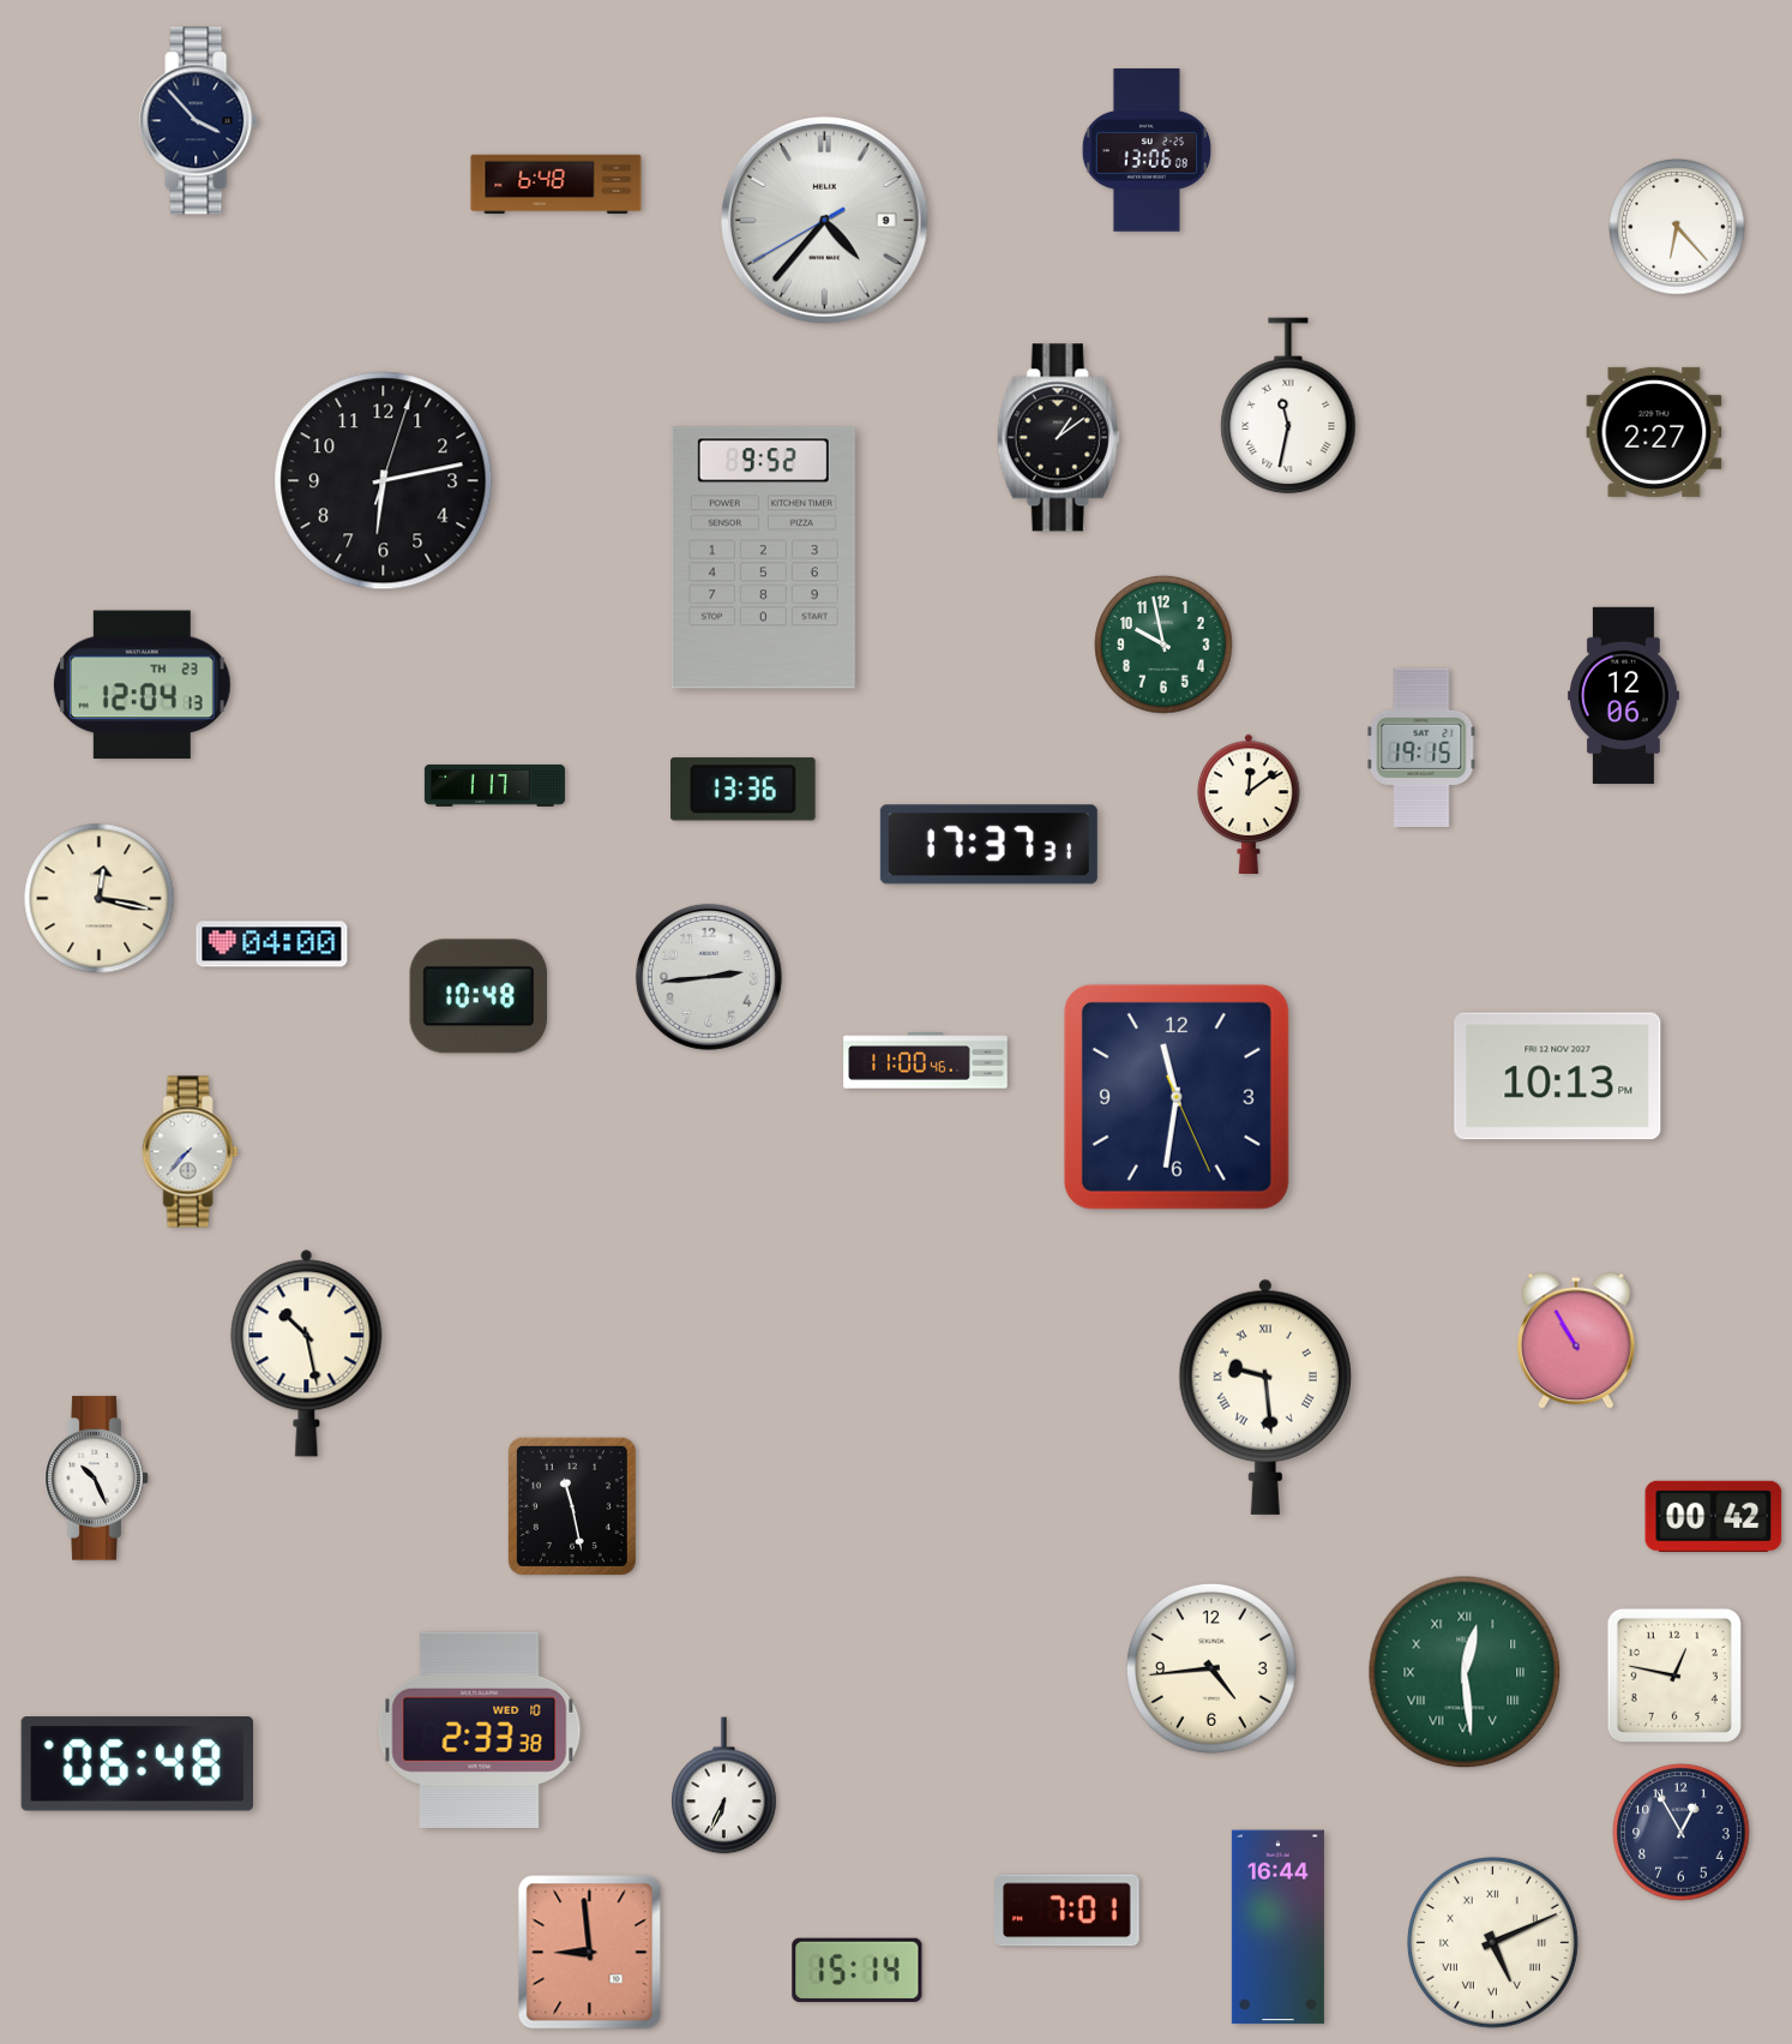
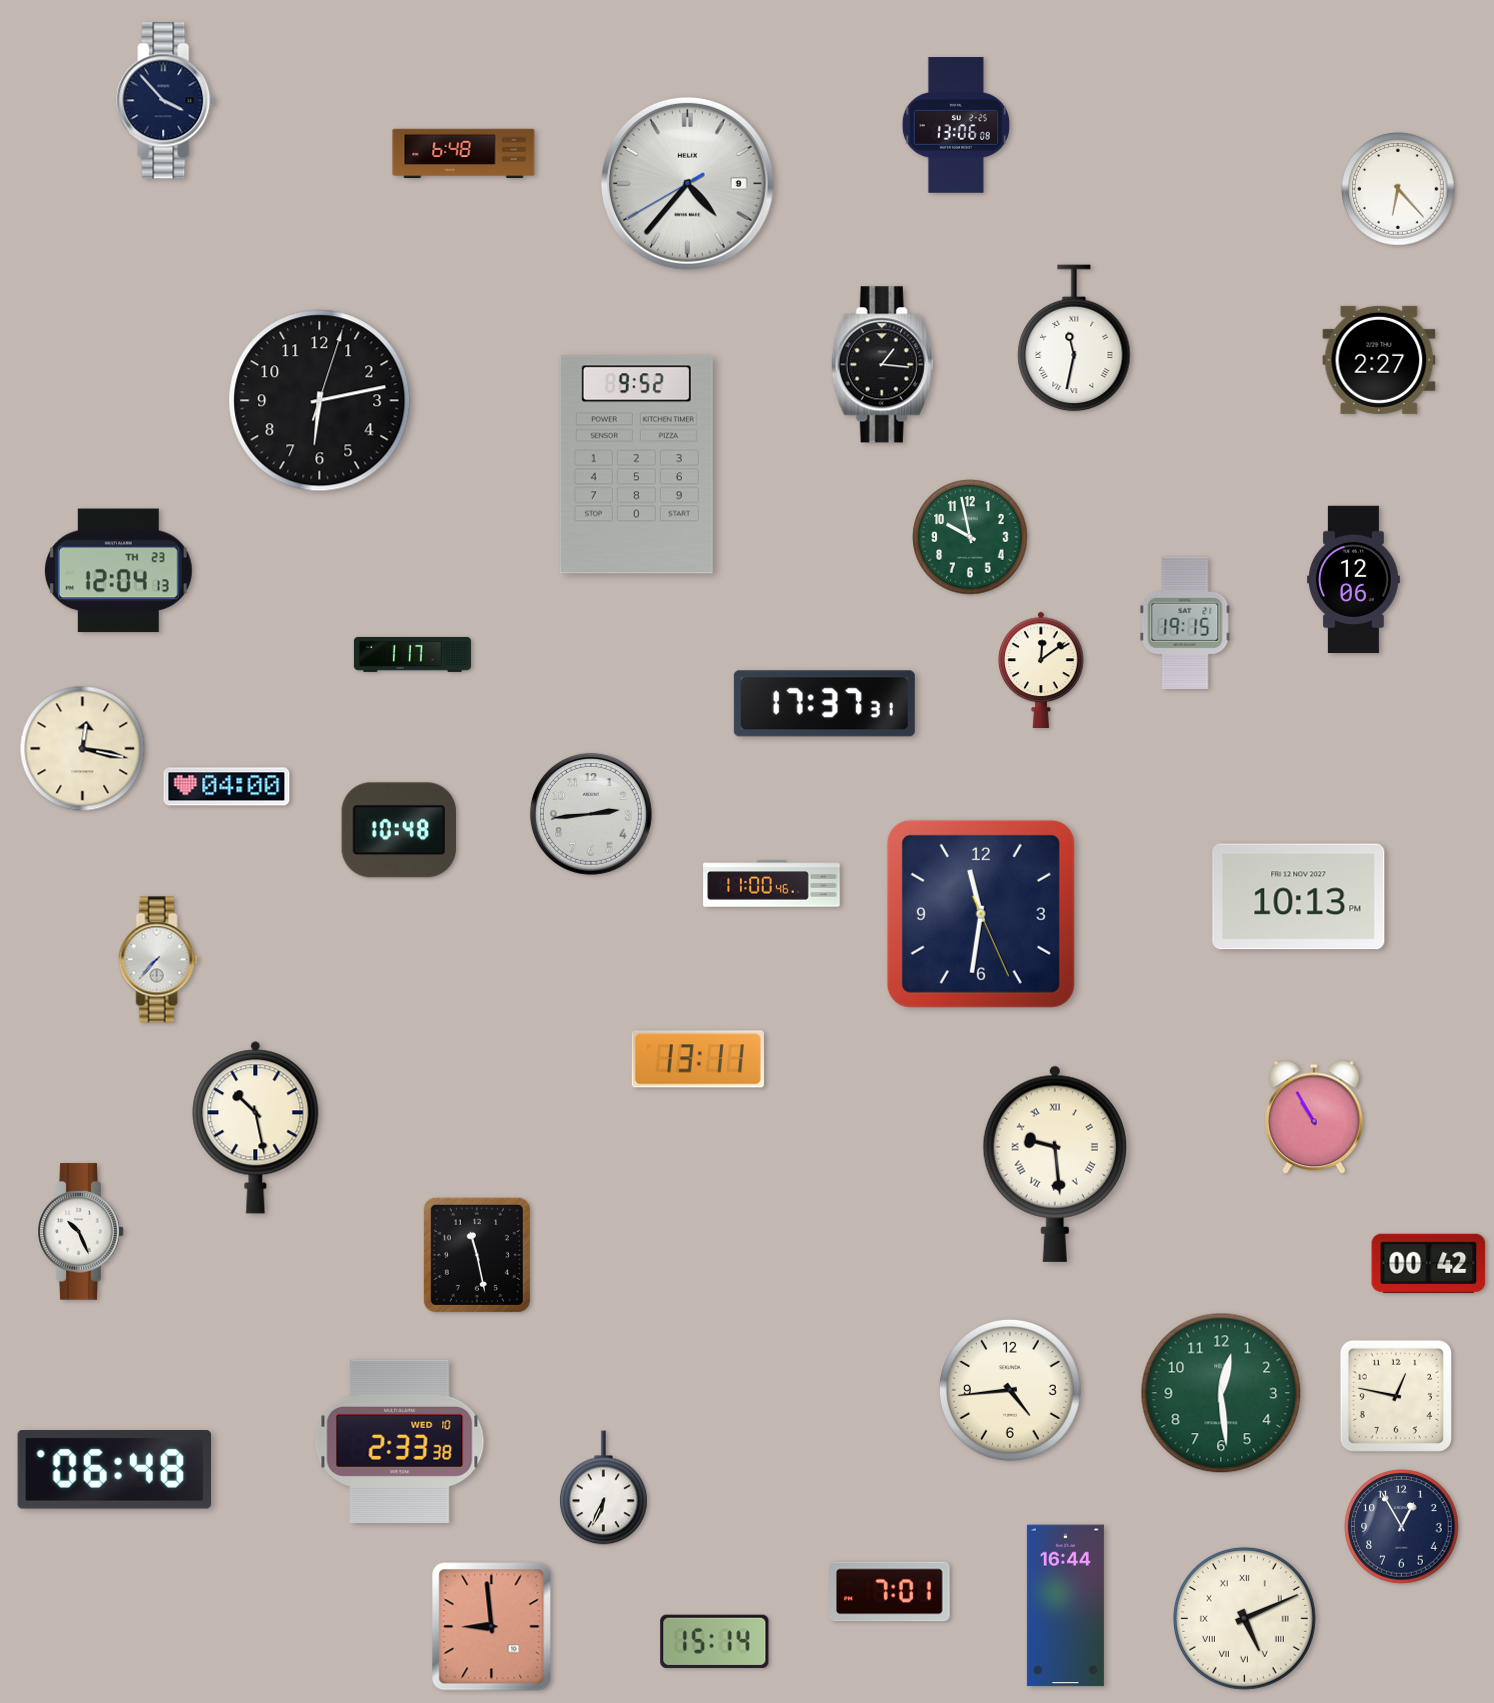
clock at (1059, 438): 1:09 -> 1:16
clock at (742, 790): 13:36 -> none
clock at (698, 1059): none -> 13:11
clock at (1465, 1672) numerals: Roman -> Arabic
